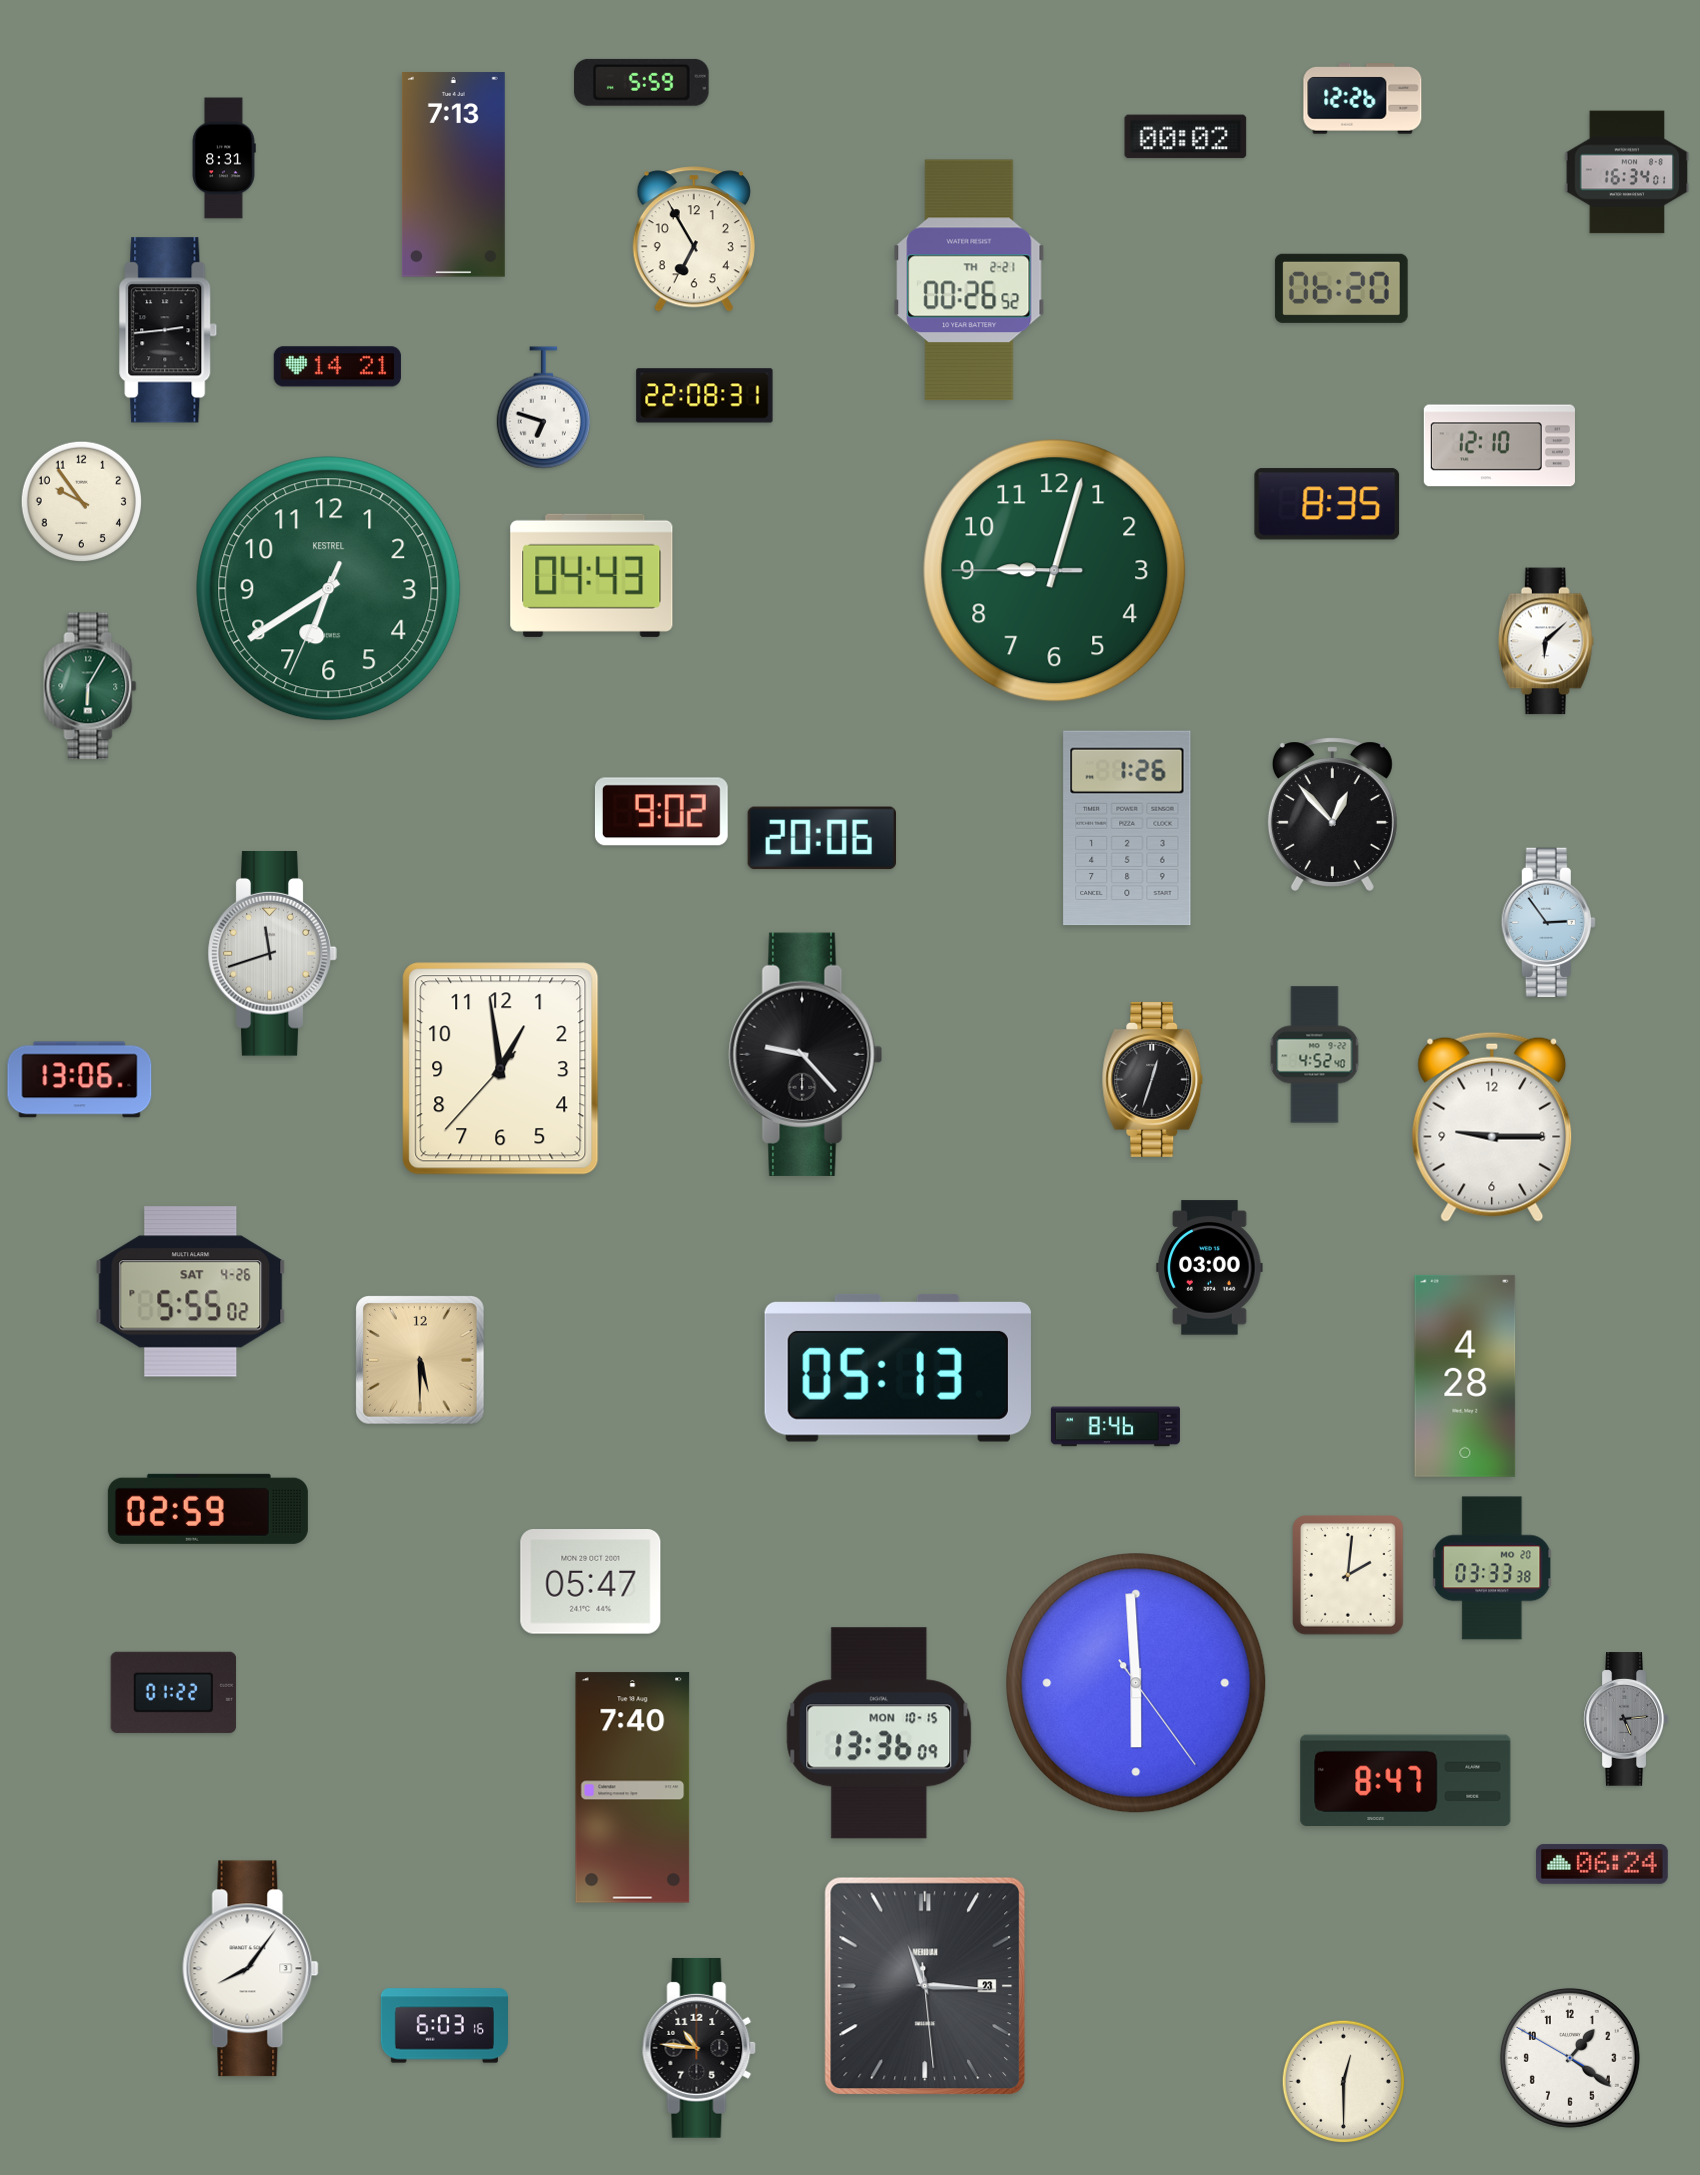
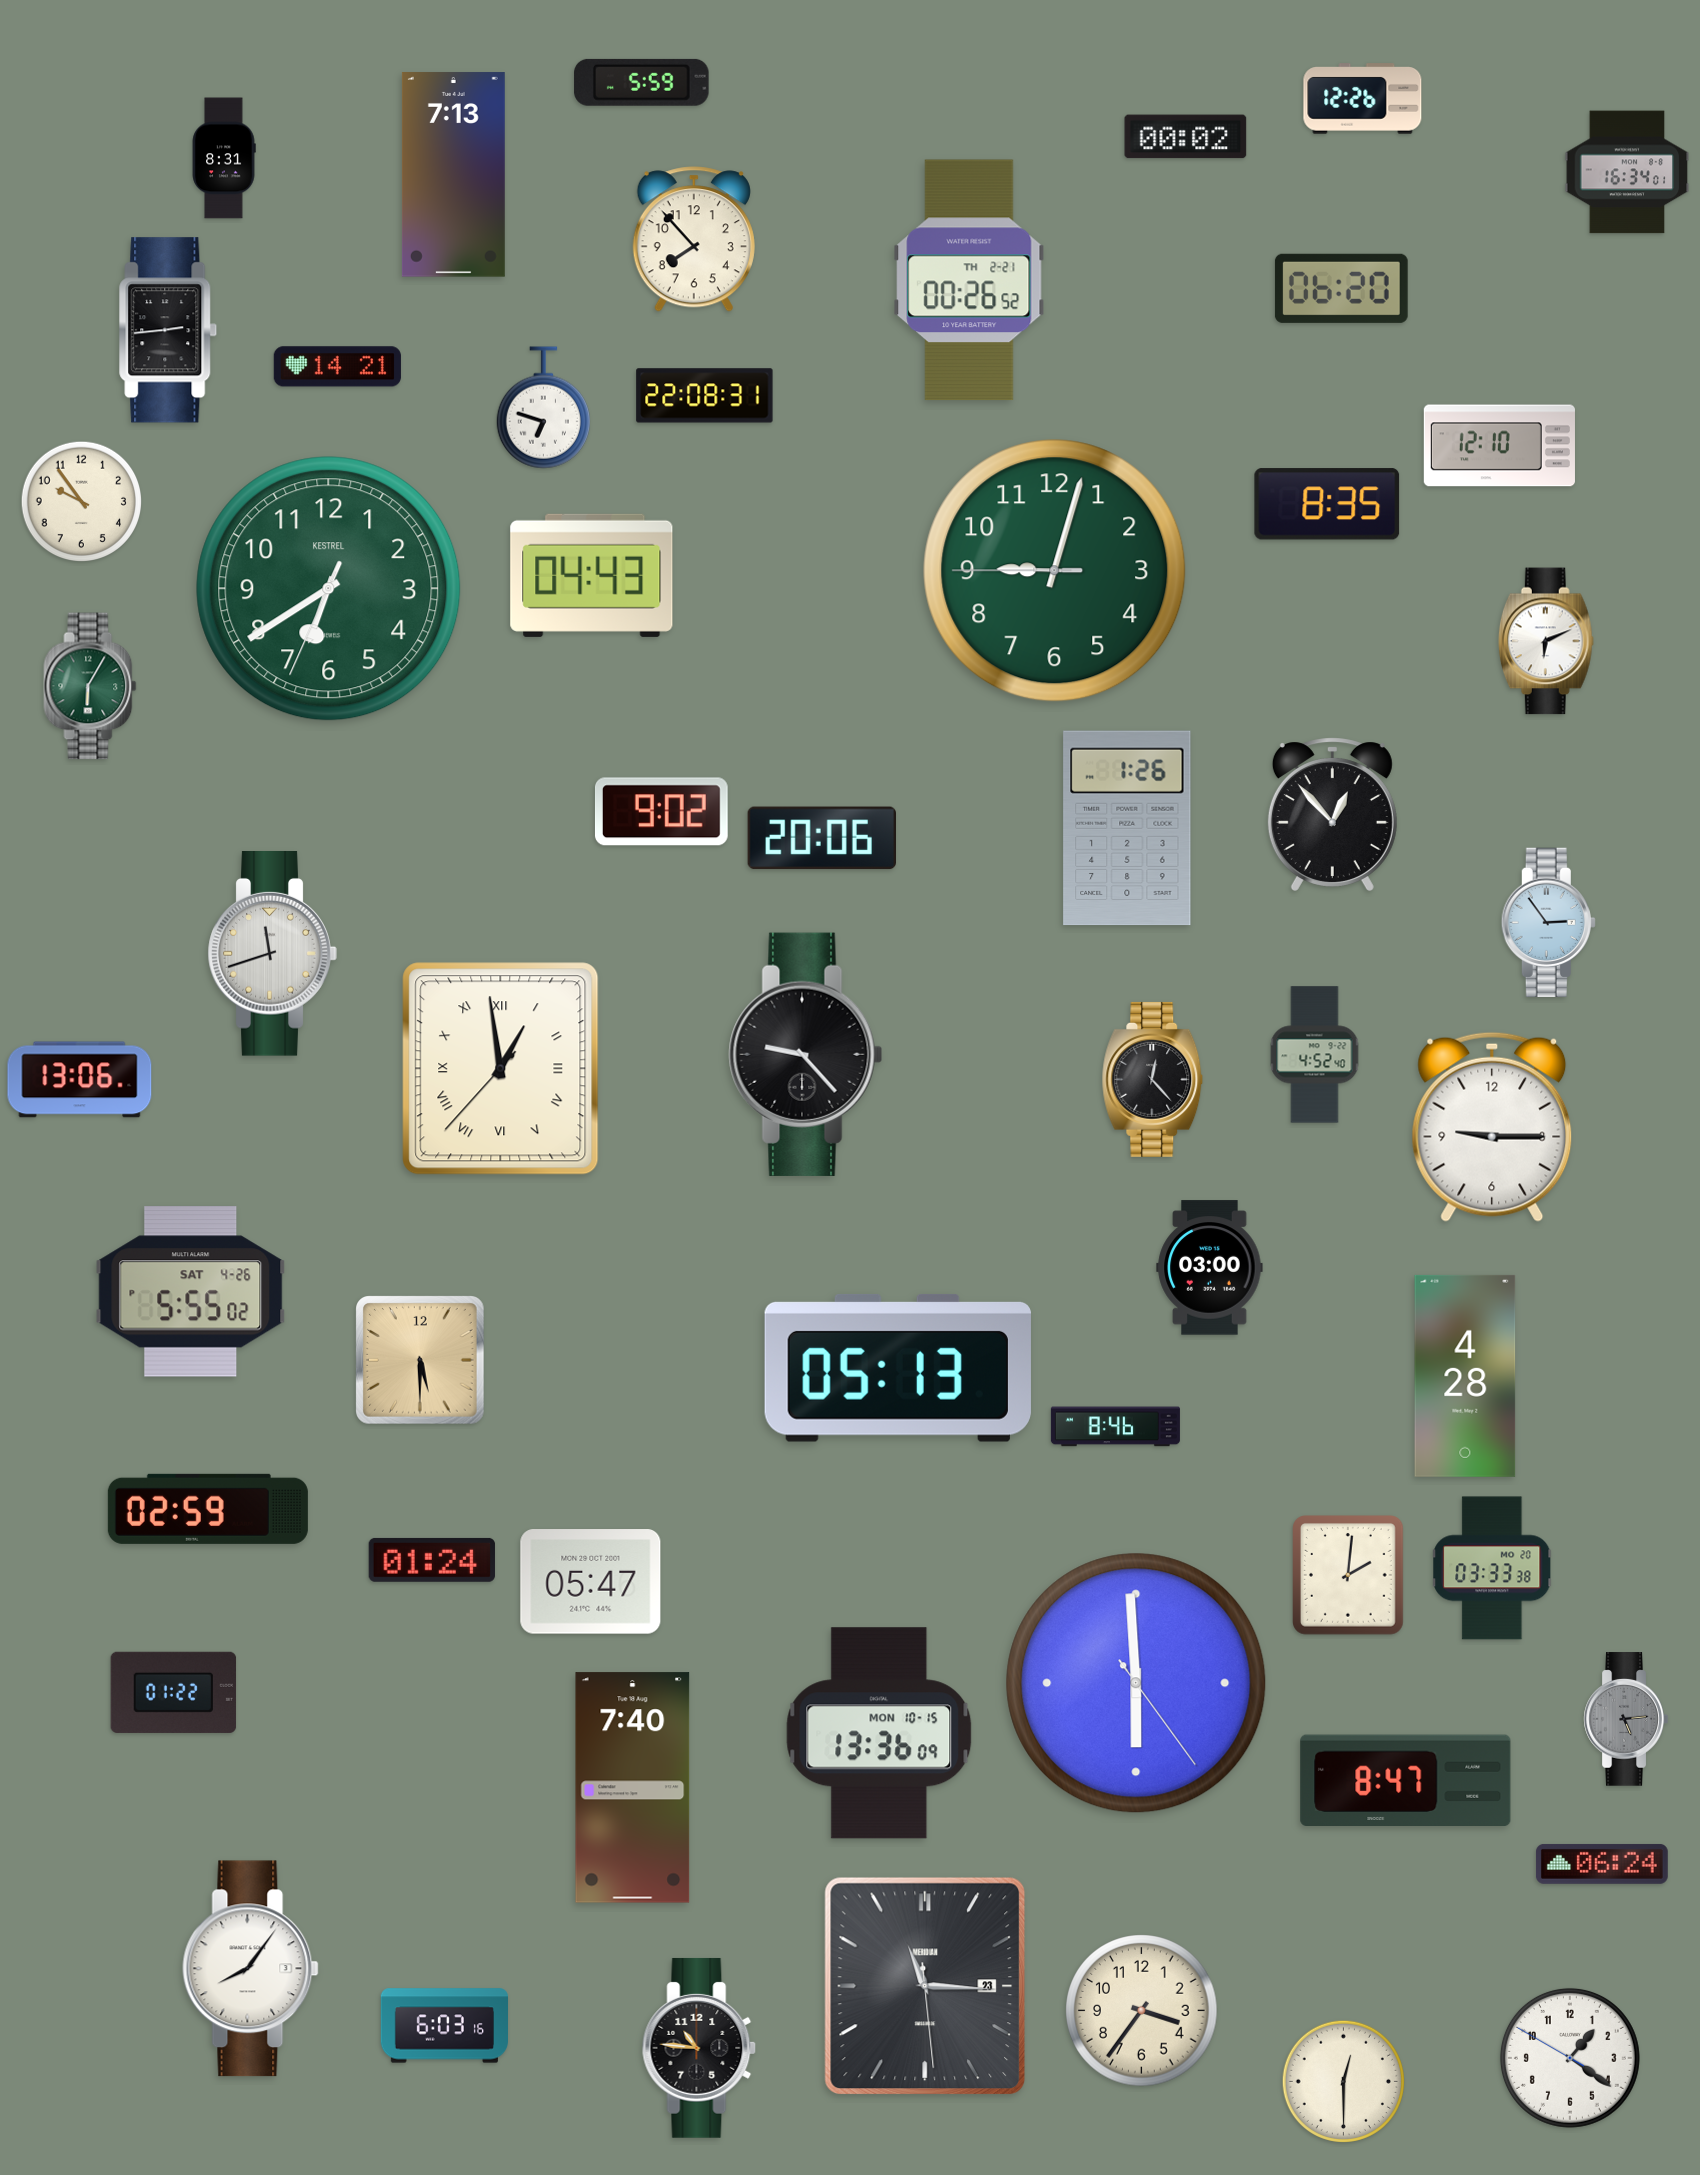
clock at (694, 239): 6:55 -> 7:53
clock at (1546, 641): 6:08 -> 6:11
clock at (501, 1069) numerals: Arabic -> Roman
clock at (1153, 1079): 12:33 -> 12:23
clock at (432, 1560): none -> 01:24
clock at (1142, 2011): none -> 3:36
